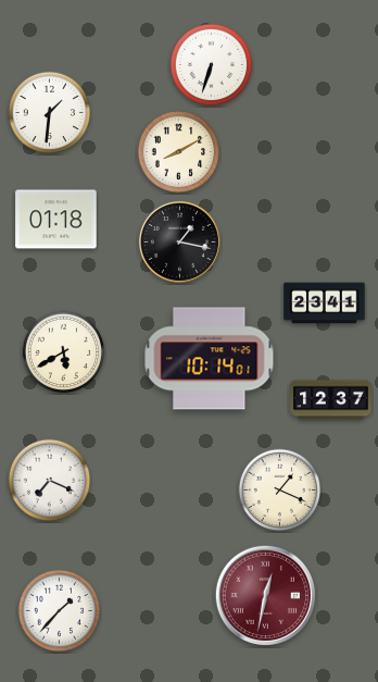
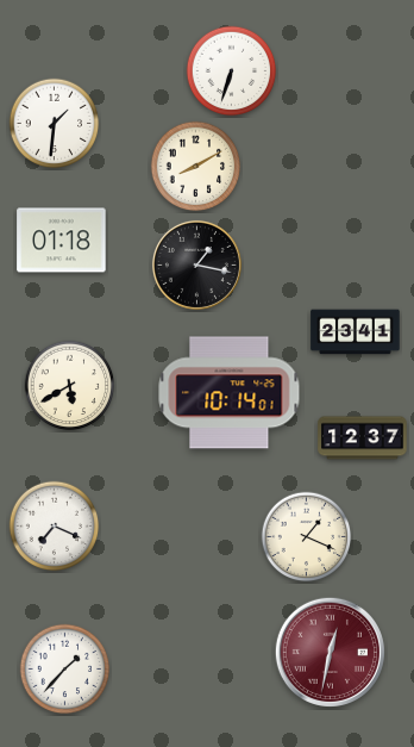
clock at (265, 595) position: (265, 595) -> (330, 652)
